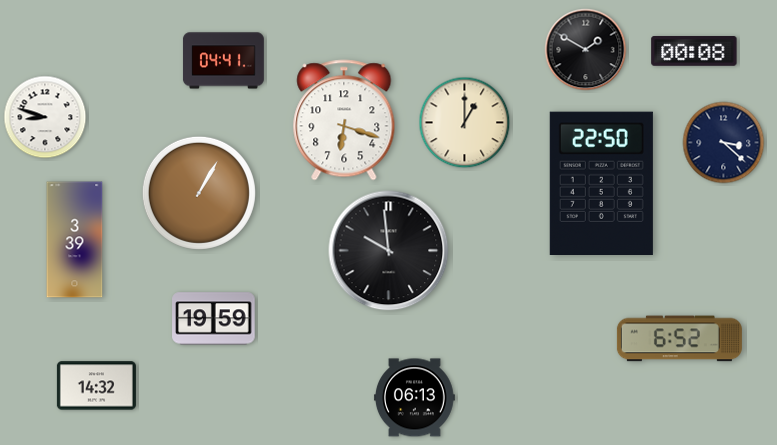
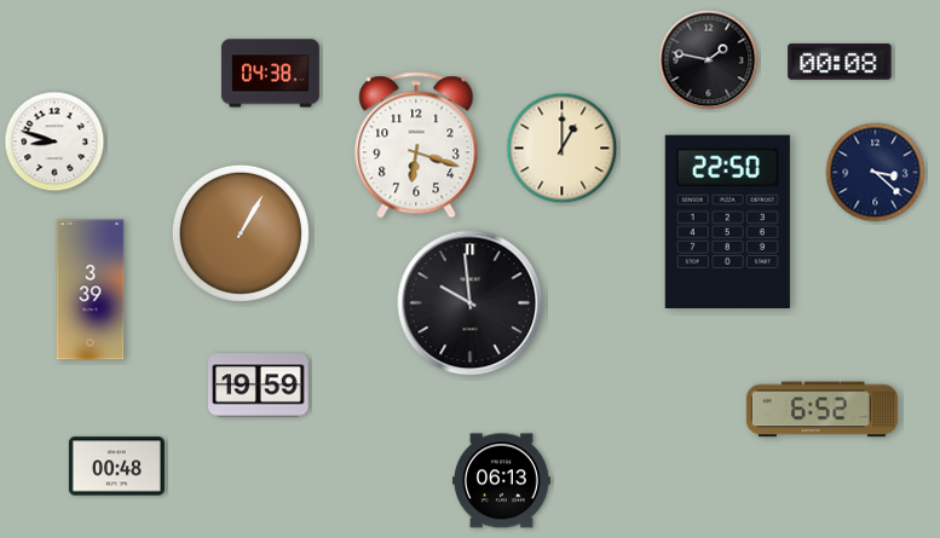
clock at (586, 50): 1:50 -> 1:47
clock at (223, 61): 04:41 -> 04:38
clock at (96, 386): 14:32 -> 00:48
